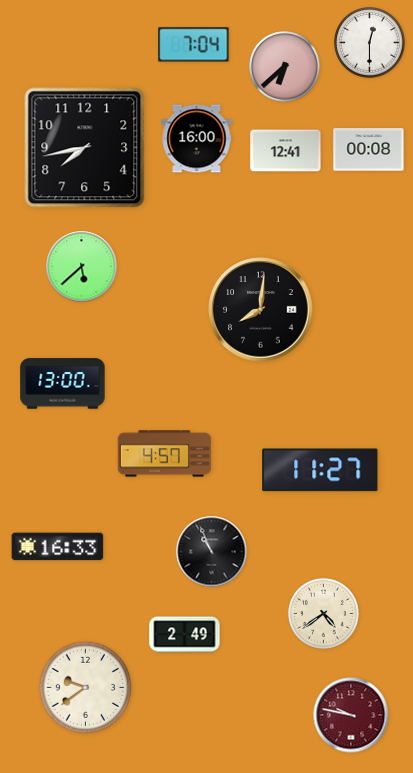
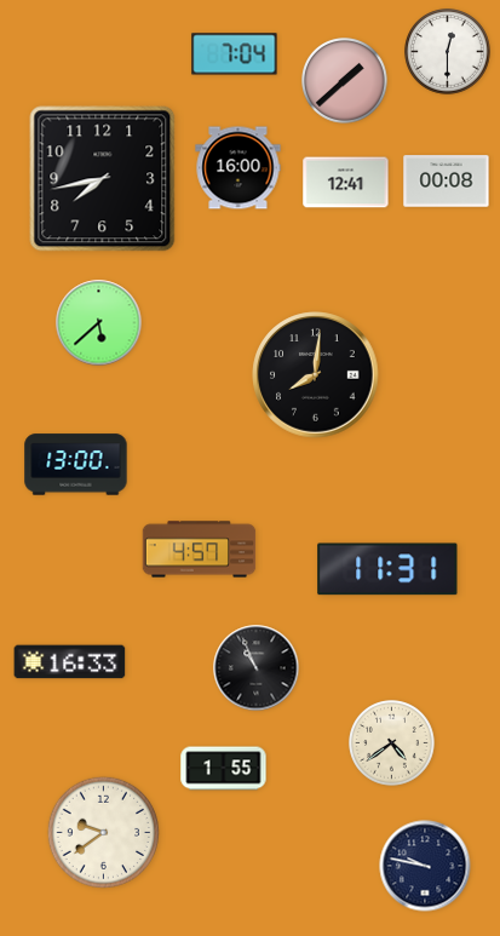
clock at (285, 67): 6:38 -> 1:38
clock at (320, 470): 11:27 -> 11:31
clock at (185, 635): 2:49 -> 1:55
clock at (351, 715) dial: burgundy -> navy
